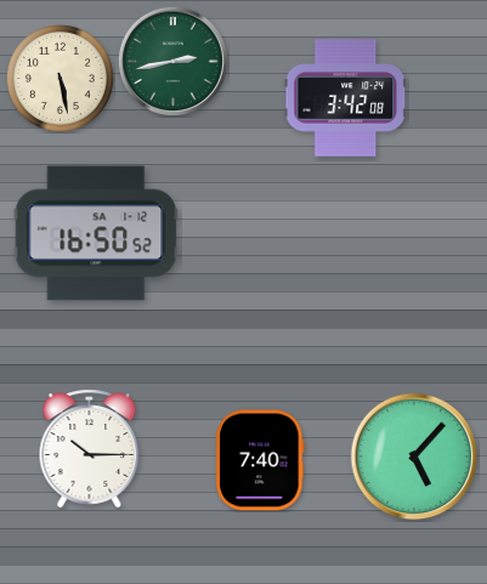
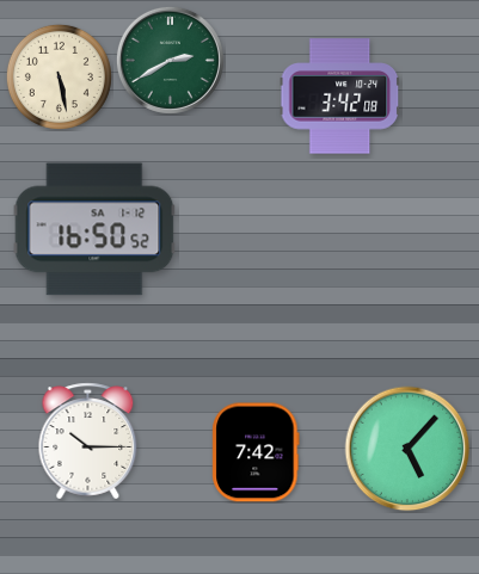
clock at (172, 61): 2:43 -> 2:40
clock at (260, 460): 7:40 -> 7:42
